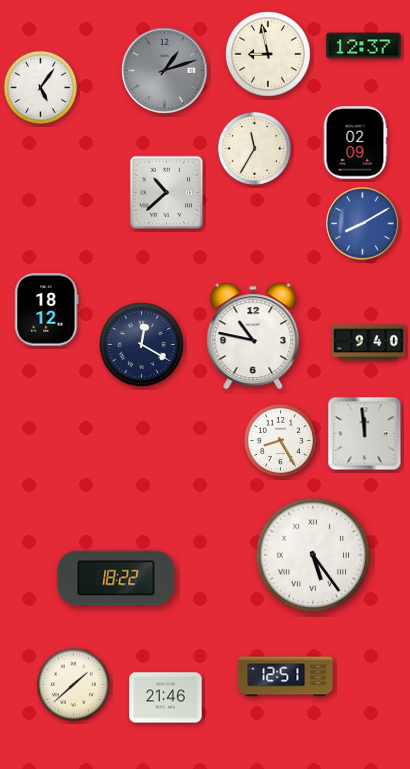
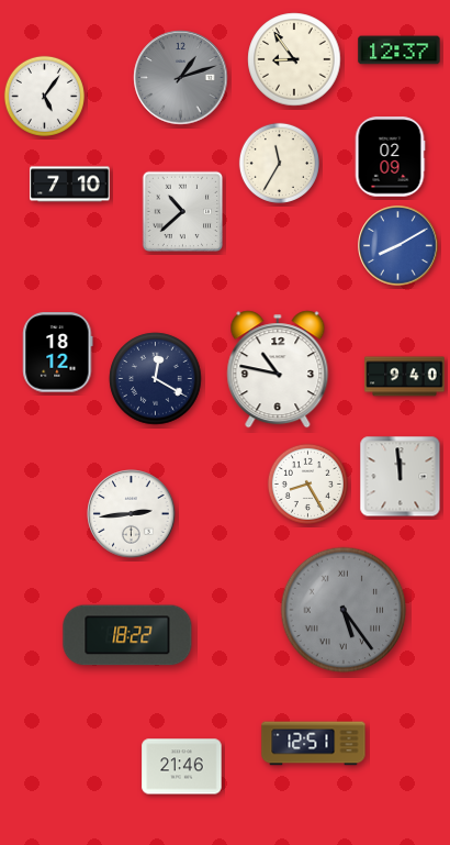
clock at (268, 54): 8:58 -> 8:54
clock at (70, 185): none -> 7:10
clock at (47, 310) position: (47, 310) -> (58, 353)
clock at (132, 514): none -> 2:44
clock at (313, 555) dial: white -> grey
clock at (73, 684): 1:38 -> none
